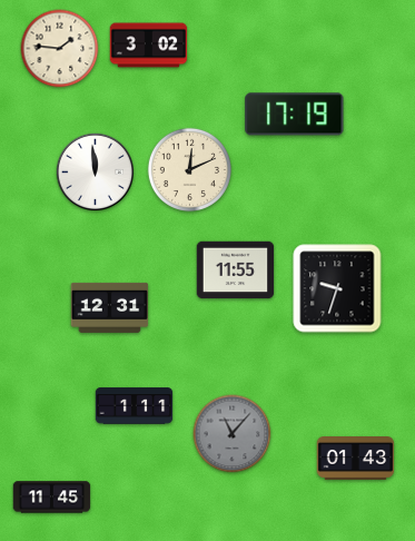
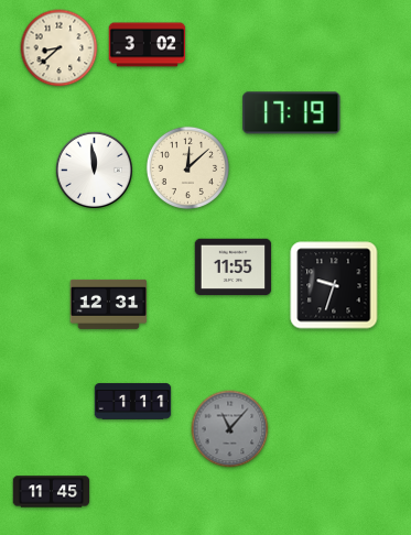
clock at (60, 49): 1:46 -> 8:38
clock at (189, 169): 12:11 -> 12:08
clock at (356, 459): 01:43 -> none
